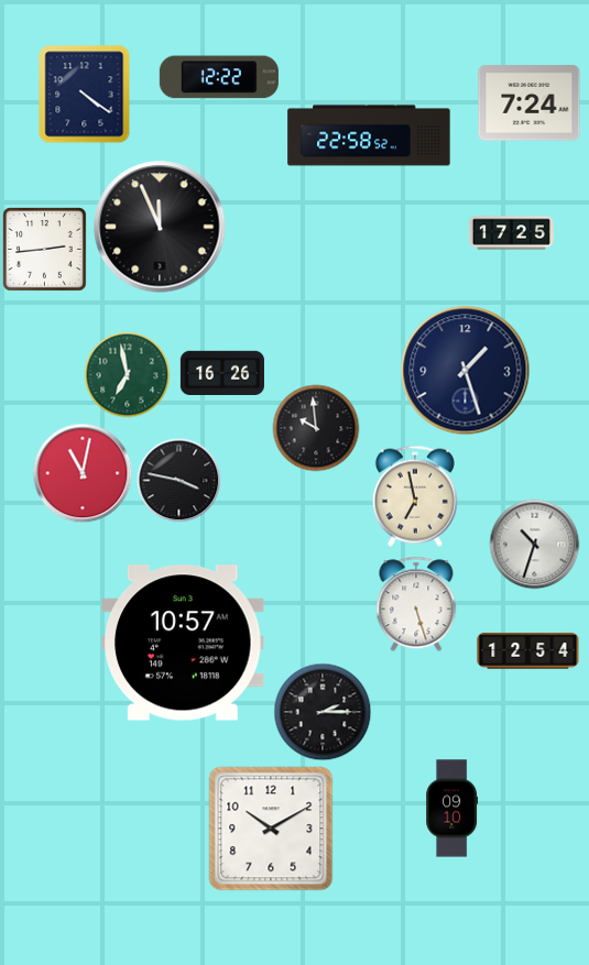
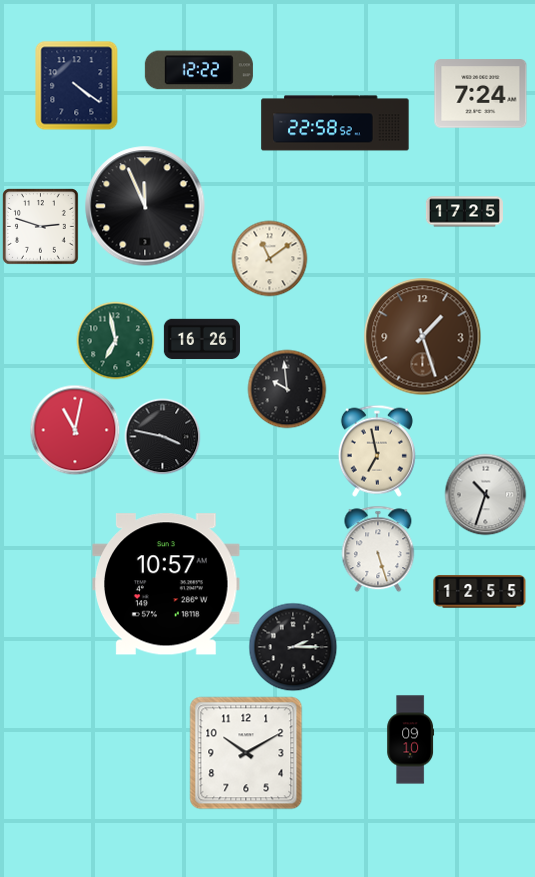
clock at (45, 250): 2:44 -> 2:48
clock at (270, 259): none -> 11:09
clock at (466, 371) dial: navy -> brown
clock at (528, 651): 12:54 -> 12:55
clock at (452, 809) position: (452, 809) -> (411, 740)
